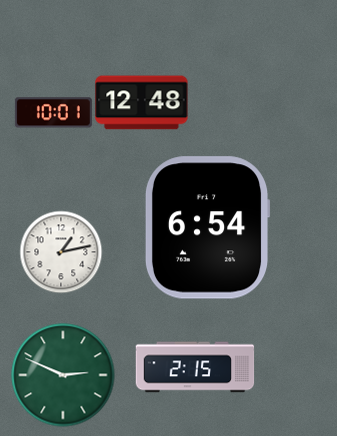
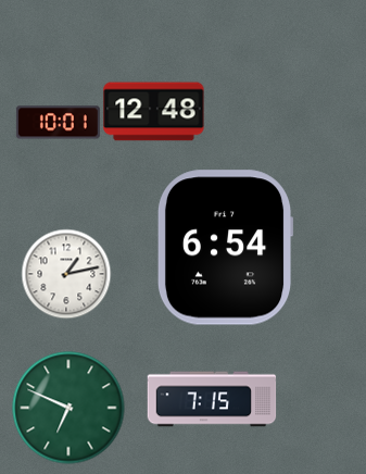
clock at (195, 367): 2:15 -> 7:15
clock at (63, 375): 2:49 -> 6:49
